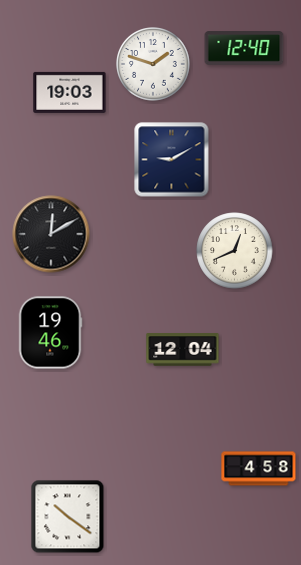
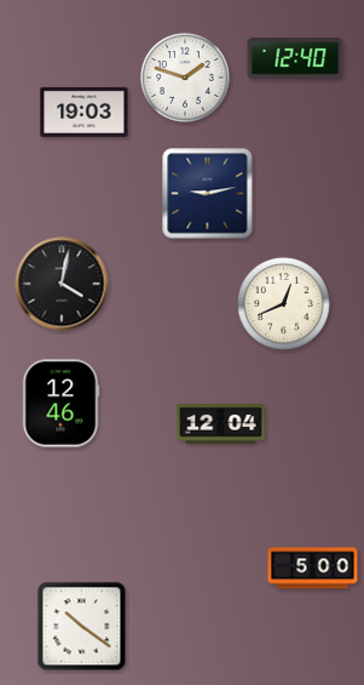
clock at (172, 160): 9:10 -> 9:13
clock at (51, 234): 12:10 -> 4:02
clock at (50, 333): 19:46 -> 12:46
clock at (259, 469): 4:58 -> 5:00
